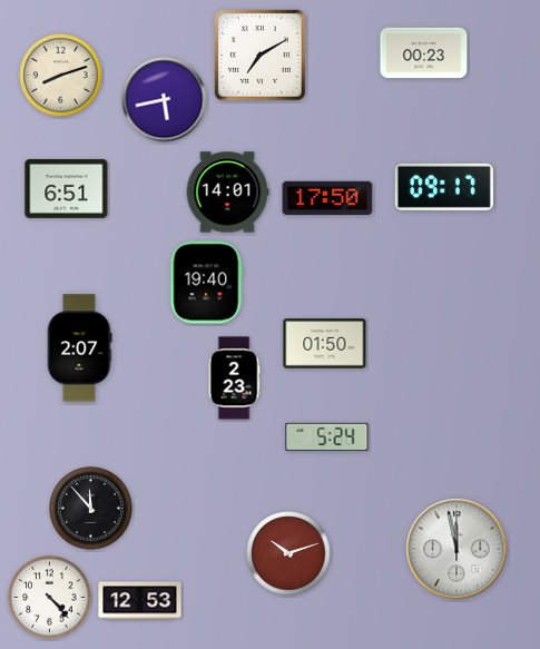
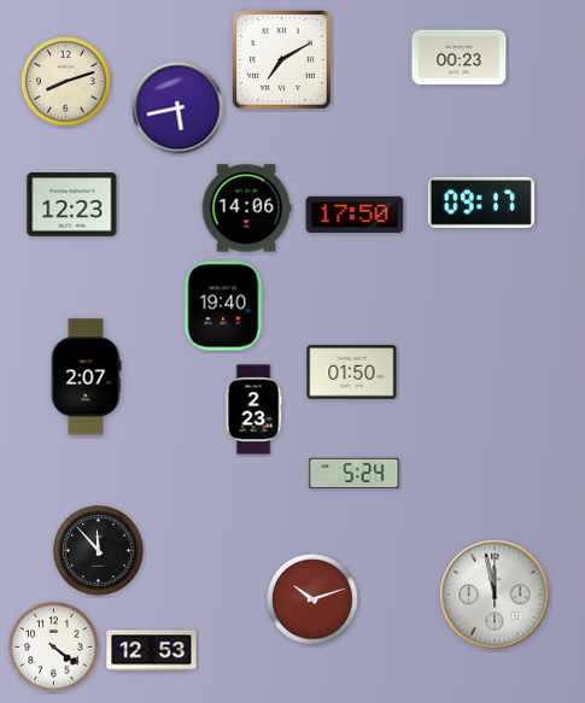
clock at (67, 188): 6:51 -> 12:23
clock at (227, 193): 14:01 -> 14:06
clock at (50, 598): 4:23 -> 4:21
